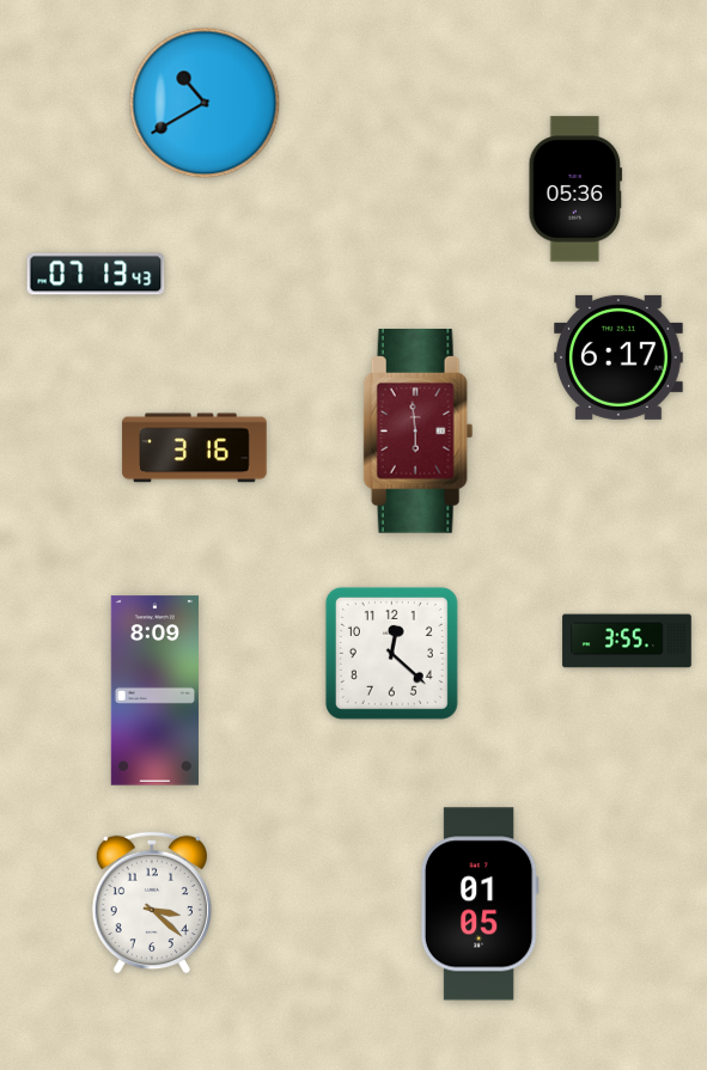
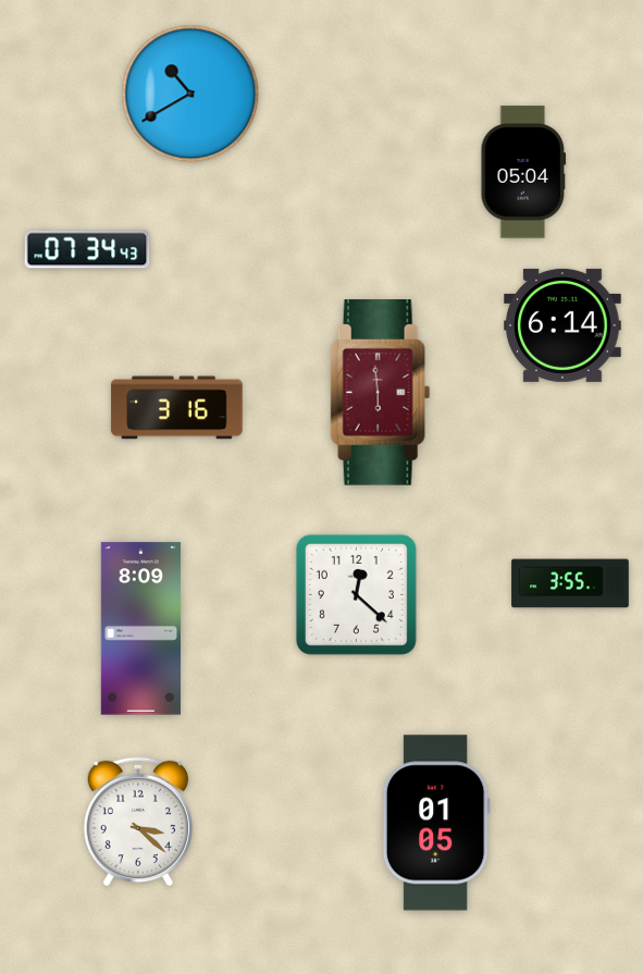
clock at (205, 103) position: (205, 103) -> (190, 94)
clock at (575, 189): 05:36 -> 05:04
clock at (96, 274): 07:13 -> 07:34
clock at (618, 357): 6:17 -> 6:14
